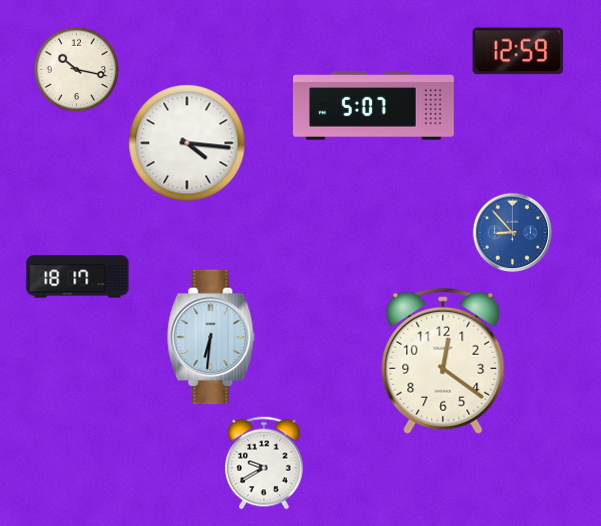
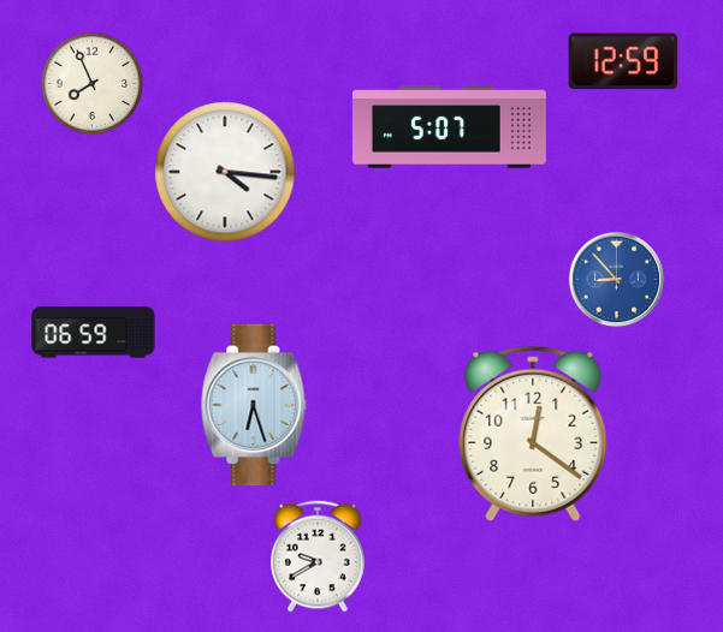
clock at (77, 70): 10:17 -> 7:56
clock at (78, 277): 18:17 -> 06:59
clock at (211, 337): 6:31 -> 6:27
